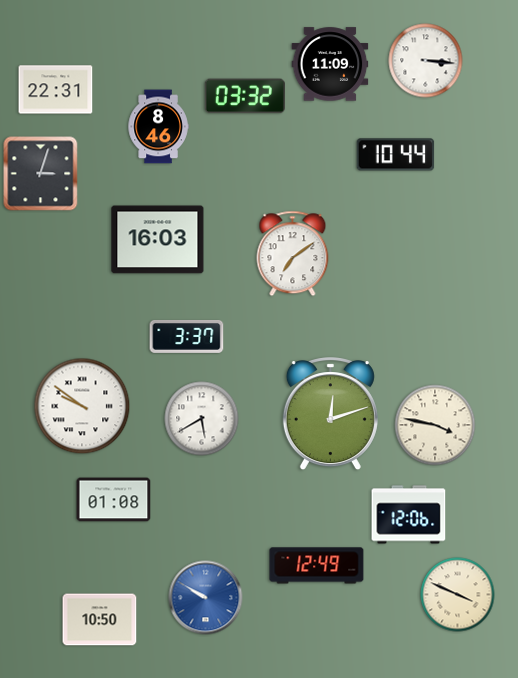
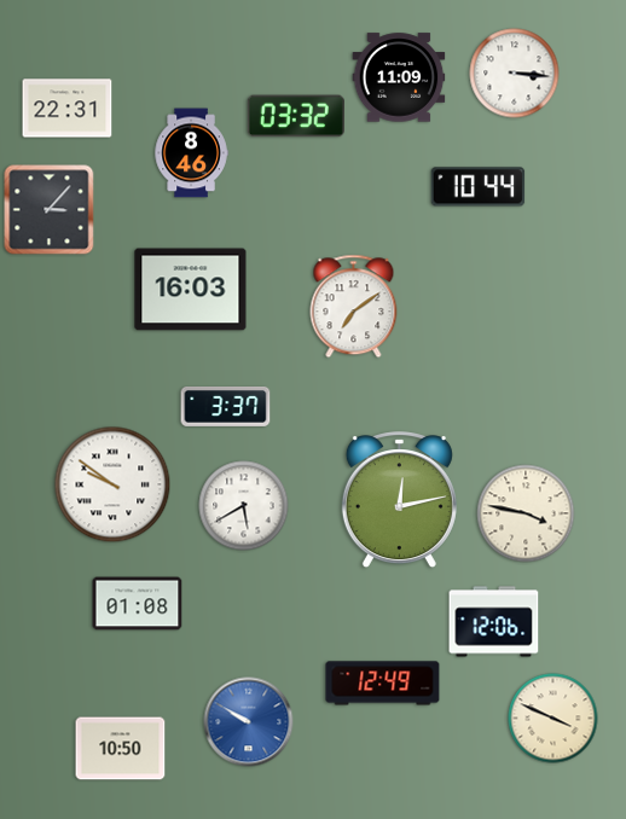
clock at (41, 174): 3:03 -> 3:07
clock at (82, 406) position: (82, 406) -> (112, 484)
clock at (330, 414): 12:12 -> 12:13
